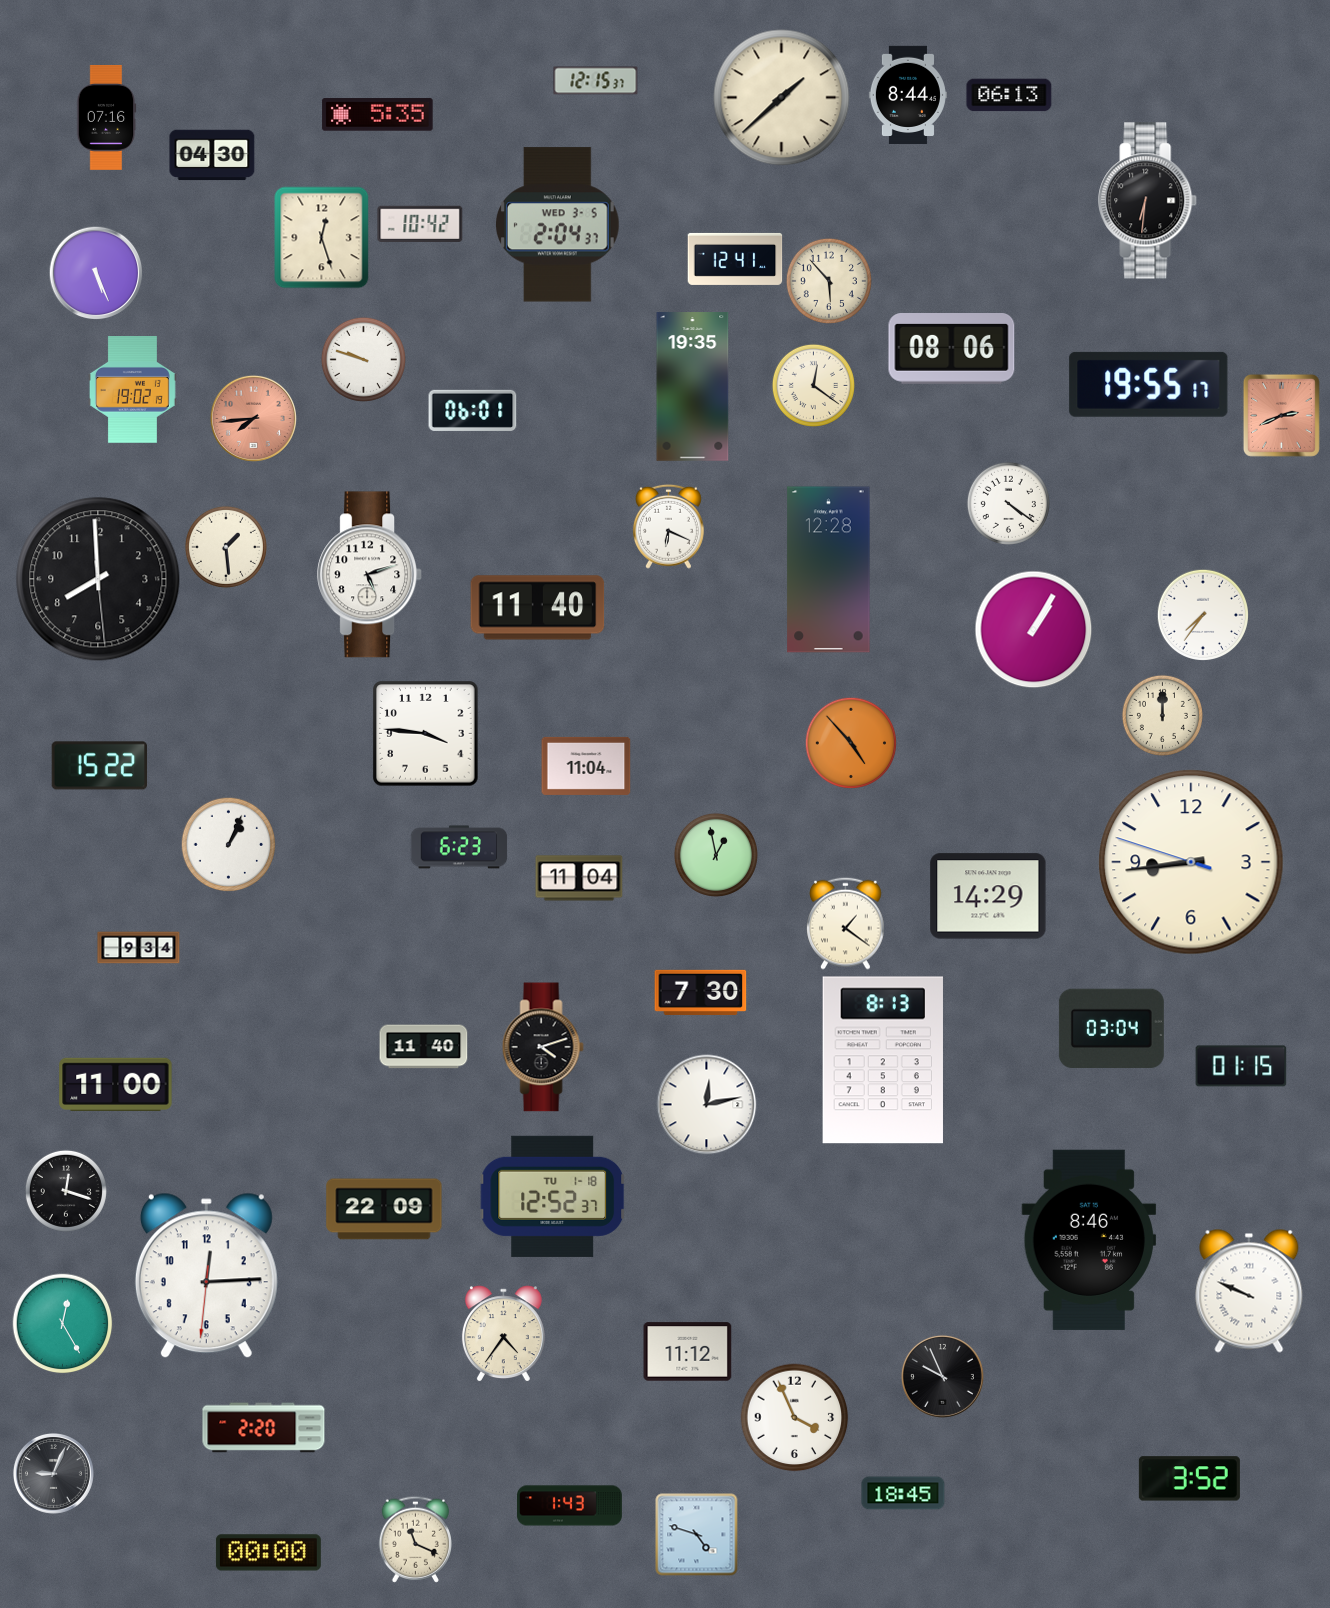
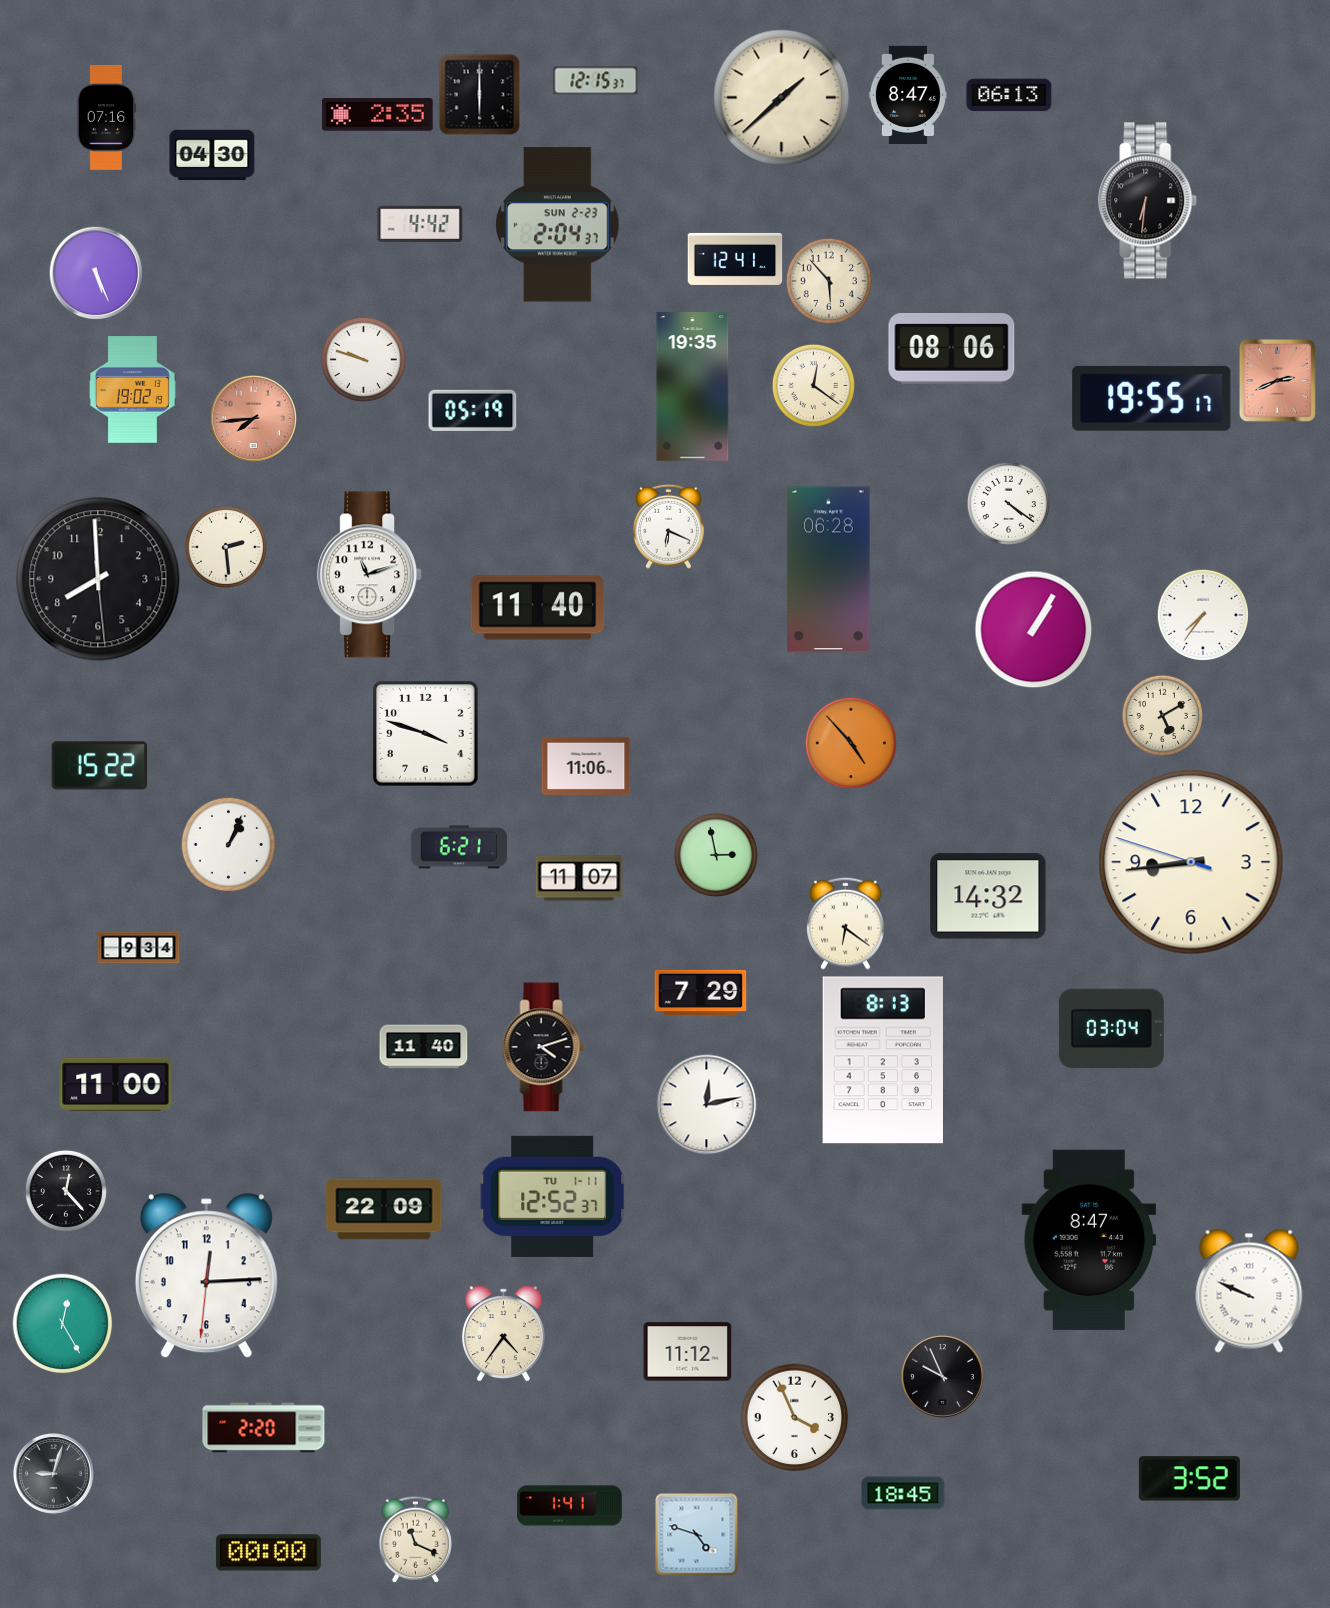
clock at (479, 94): none -> 6:00
clock at (908, 94): 8:44 -> 8:47
clock at (378, 115): 5:35 -> 2:35
clock at (420, 224): 10:42 -> 4:42
clock at (558, 225) date: WED 3-5 -> SUN 2-23
clock at (322, 238): 12:27 -> none
clock at (1149, 384) position: (1149, 384) -> (1152, 398)
clock at (473, 410): 06:01 -> 05:19
clock at (1281, 415) position: (1281, 415) -> (1277, 380)
clock at (226, 547): 1:29 -> 2:29
clock at (829, 570): 12:28 -> 06:28
clock at (370, 575): 5:12 -> 11:12
clock at (1162, 715): 12:00 -> 5:10
clock at (426, 734): 3:46 -> 3:48
clock at (586, 766): 11:04 -> 11:06
clock at (459, 847): 6:23 -> 6:21
clock at (716, 855): 12:58 -> 2:58
clock at (579, 878): 11:04 -> 11:07
clock at (988, 896): 14:29 -> 14:32
clock at (846, 923): 1:21 -> 6:21
clock at (701, 992): 7:30 -> 7:29
clock at (1241, 1066): 01:15 -> none
clock at (66, 1191): 12:18 -> 12:23
clock at (553, 1196) date: TU 1-18 -> TU 1-11
clock at (1089, 1240): 8:46 -> 8:47
clock at (53, 1473): 9:04 -> 9:03
clock at (570, 1506): 1:43 -> 1:41
